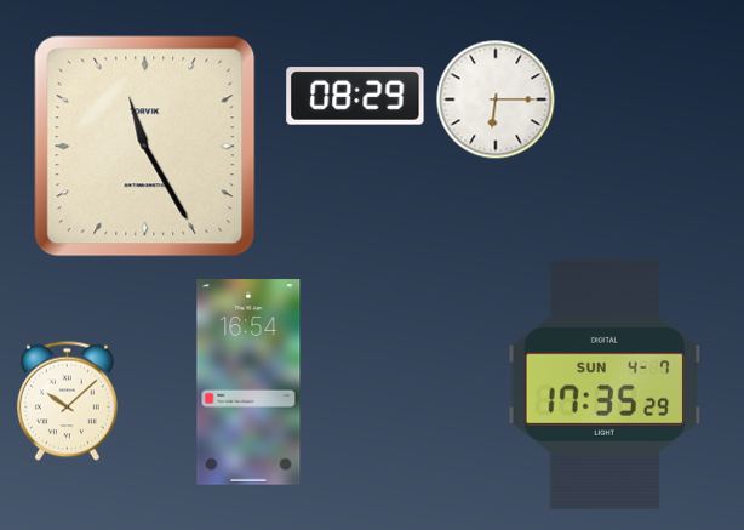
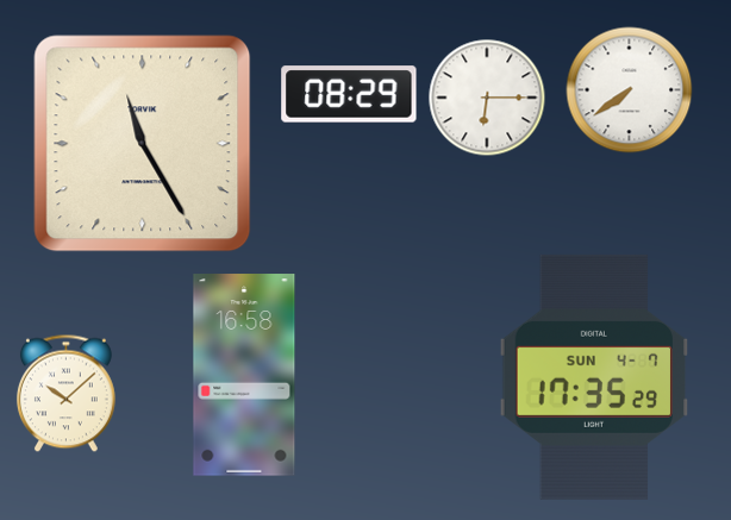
clock at (630, 90): none -> 7:39
clock at (248, 382): 16:54 -> 16:58
